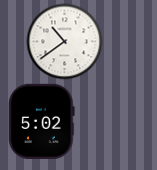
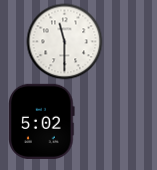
clock at (65, 42): 10:39 -> 11:30
